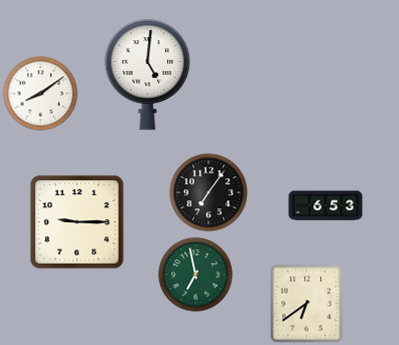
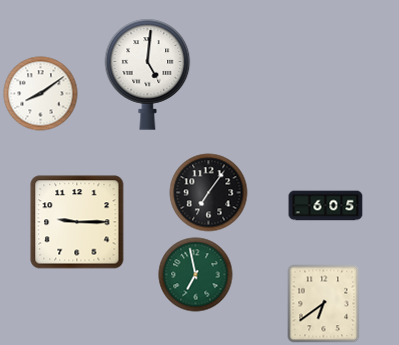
clock at (326, 206): 6:53 -> 6:05
clock at (307, 304) position: (307, 304) -> (324, 304)
